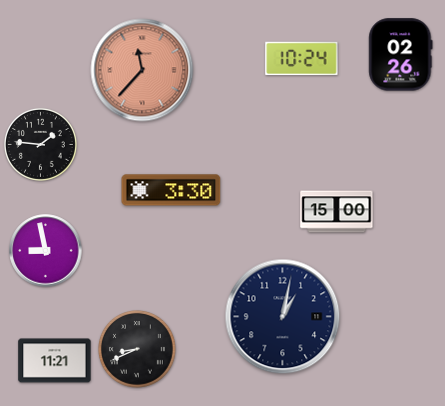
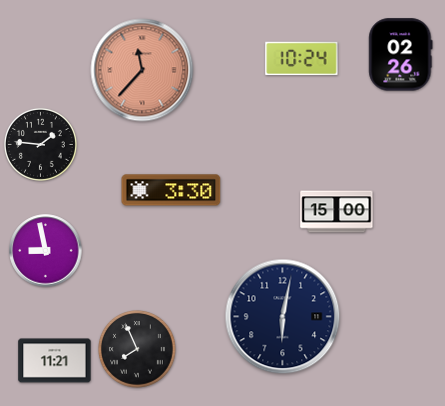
clock at (283, 317): 1:02 -> 6:02
clock at (137, 349): 8:41 -> 7:56
